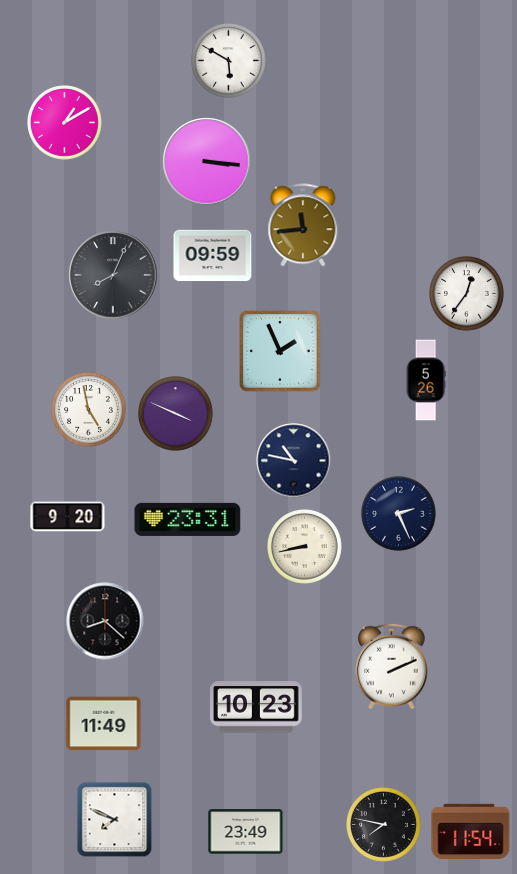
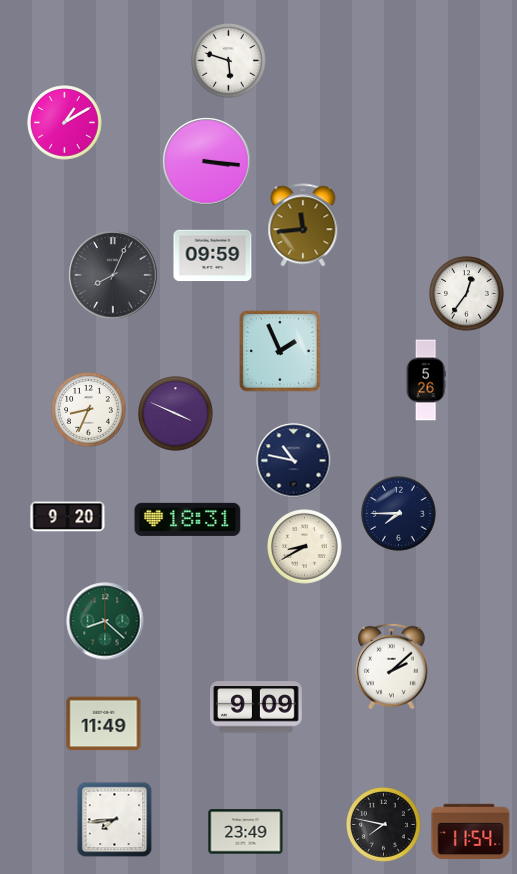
clock at (229, 61): 5:50 -> 5:48
clock at (89, 410): 4:58 -> 8:34
clock at (399, 514): 2:26 -> 7:45
clock at (188, 519): 23:31 -> 18:31
clock at (305, 547): 8:43 -> 8:40
clock at (105, 621) dial: black -> green
clock at (392, 666): 2:11 -> 2:08
clock at (257, 707): 10:23 -> 9:09
clock at (115, 820): 7:49 -> 7:44
